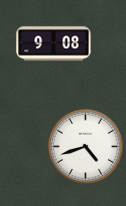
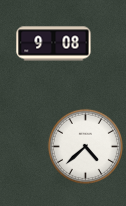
clock at (85, 146): 4:42 -> 4:38
